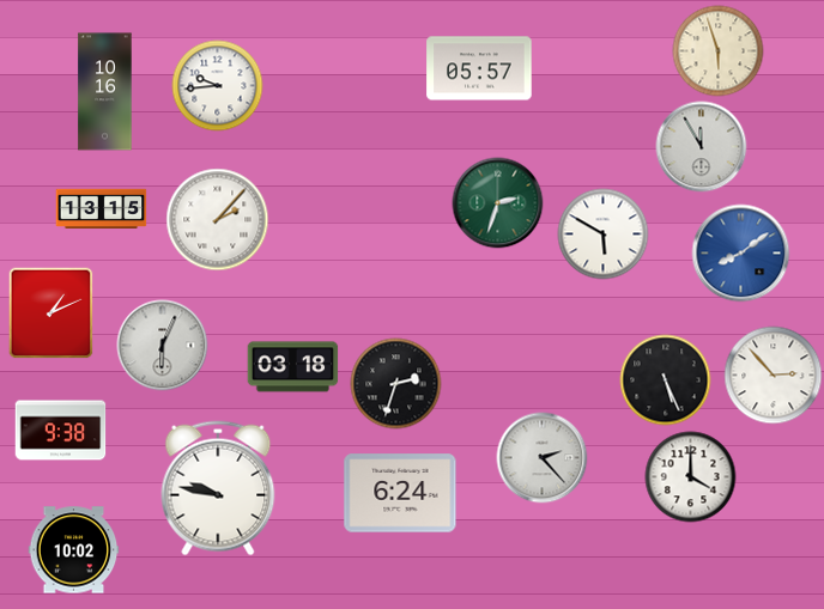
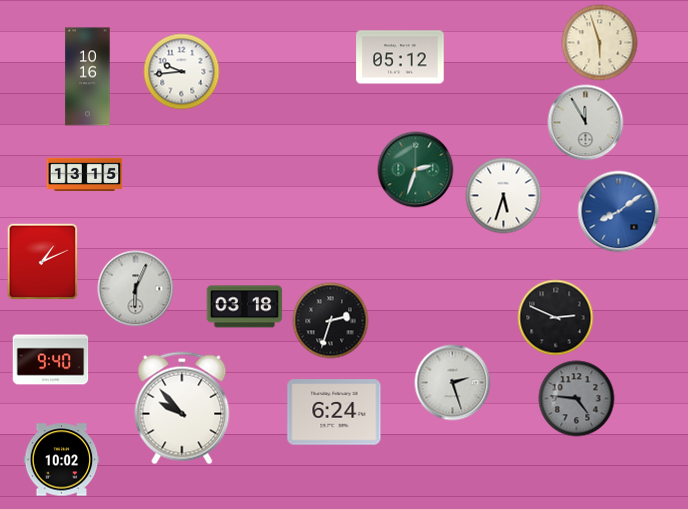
clock at (479, 68): 05:57 -> 05:12
clock at (218, 220): 2:07 -> none
clock at (604, 235): 5:50 -> 5:33
clock at (774, 376): 2:53 -> none
clock at (666, 380): 5:26 -> 2:49
clock at (61, 431): 9:38 -> 9:40
clock at (543, 458): 2:23 -> 2:27
clock at (691, 477): 4:00 -> 4:46
clock at (691, 477) dial: white -> grey
clock at (218, 488): 9:47 -> 9:53
